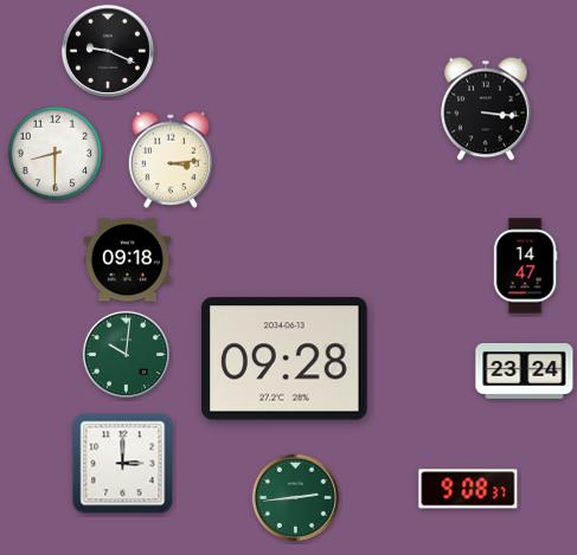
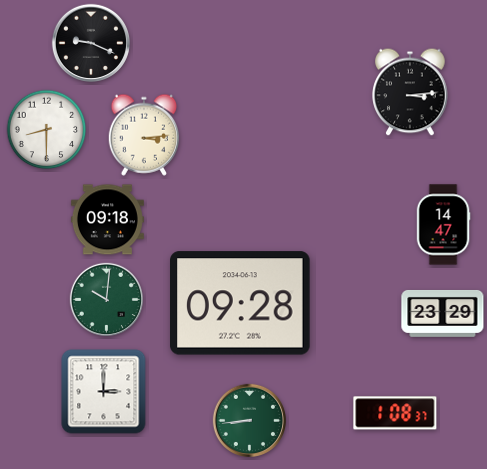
clock at (486, 109): 3:16 -> 3:14
clock at (525, 370): 23:24 -> 23:29
clock at (468, 489): 9:08 -> 1:08
clock at (295, 497): 2:44 -> 8:44
